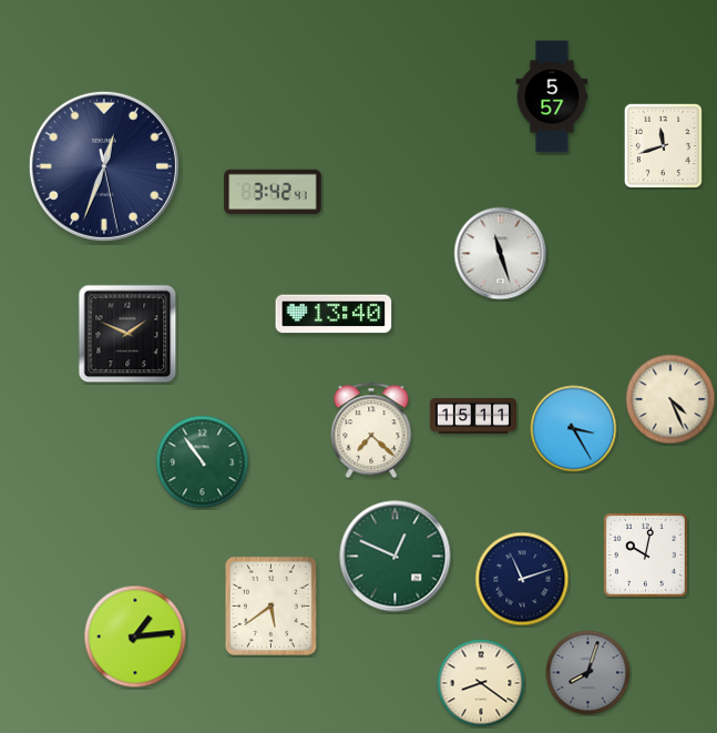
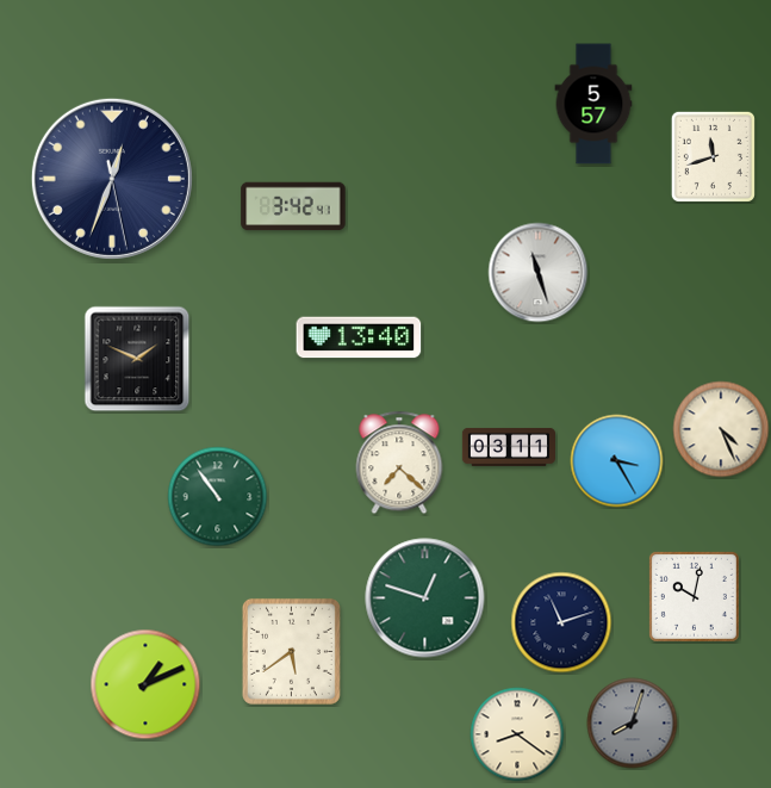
clock at (472, 416): 15:11 -> 03:11
clock at (396, 557): 12:49 -> 12:48
clock at (135, 637): 1:14 -> 1:11
